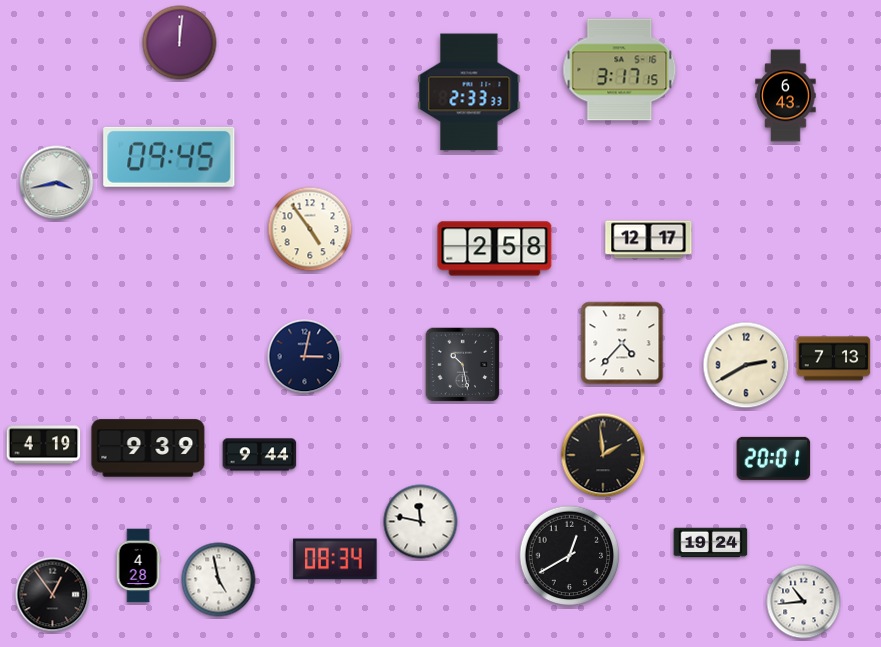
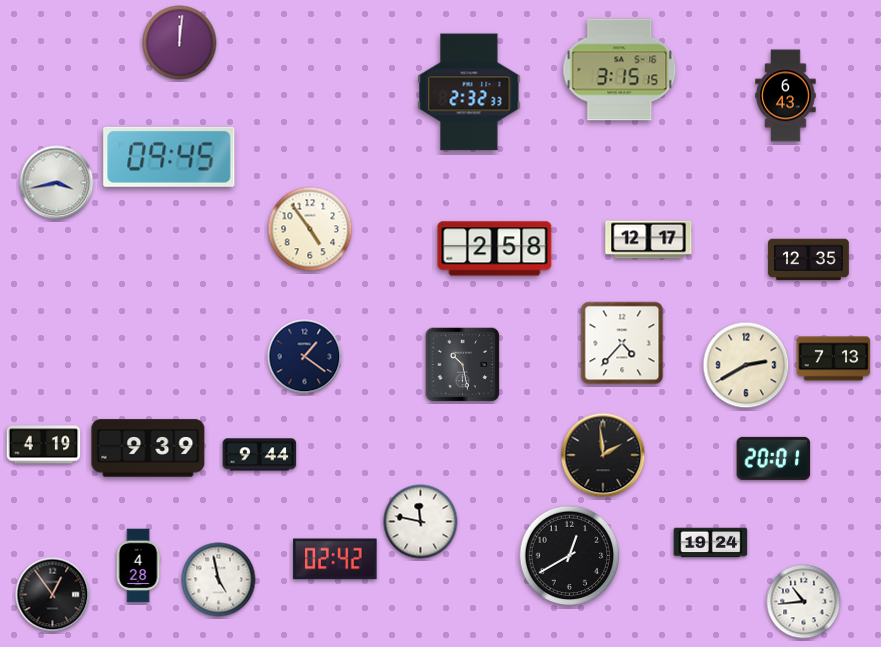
clock at (620, 70): 3:17 -> 3:15
clock at (469, 92): 2:33 -> 2:32
clock at (809, 260): none -> 12:35
clock at (305, 357): 3:02 -> 1:21
clock at (335, 559): 08:34 -> 02:42
